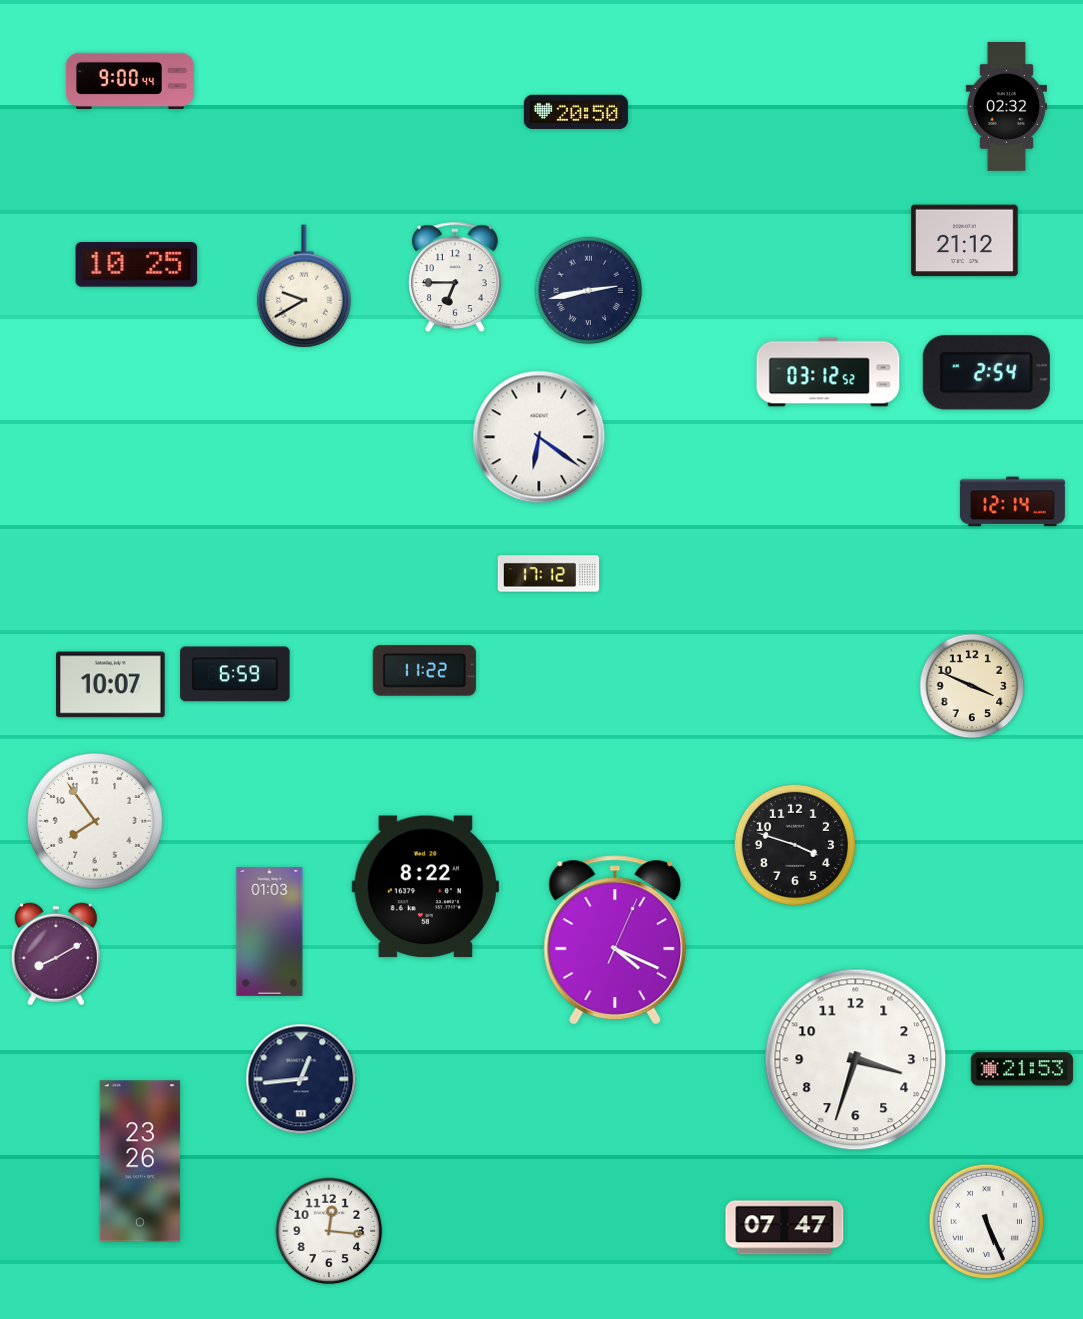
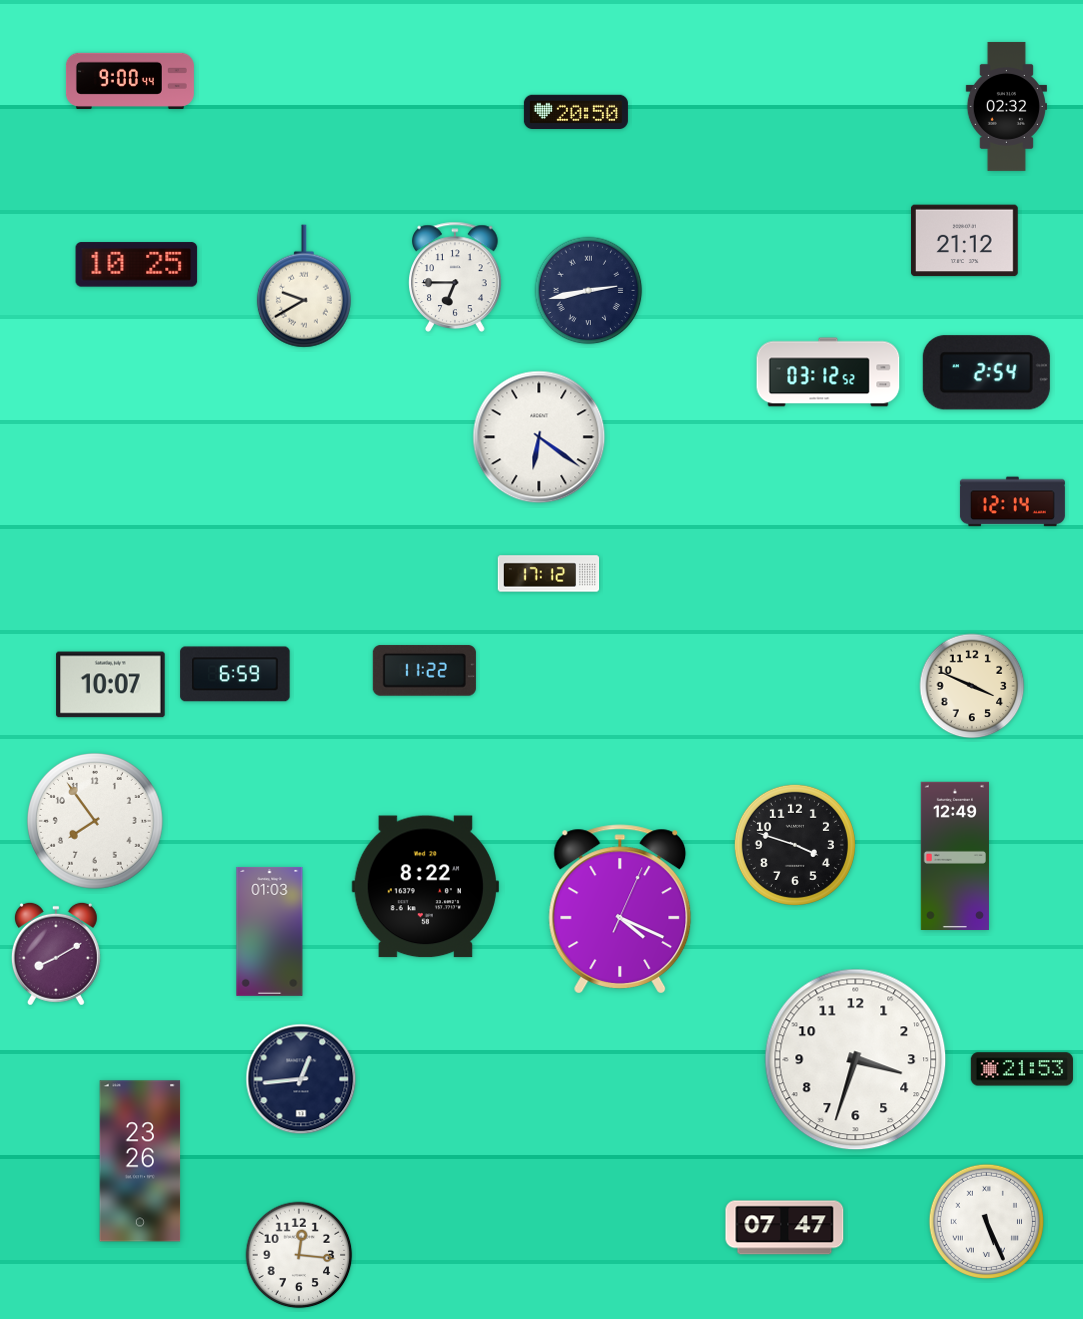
clock at (955, 855): none -> 12:49
clock at (615, 940) position: (615, 940) -> (620, 909)
clock at (329, 1231) position: (329, 1231) -> (299, 1255)
